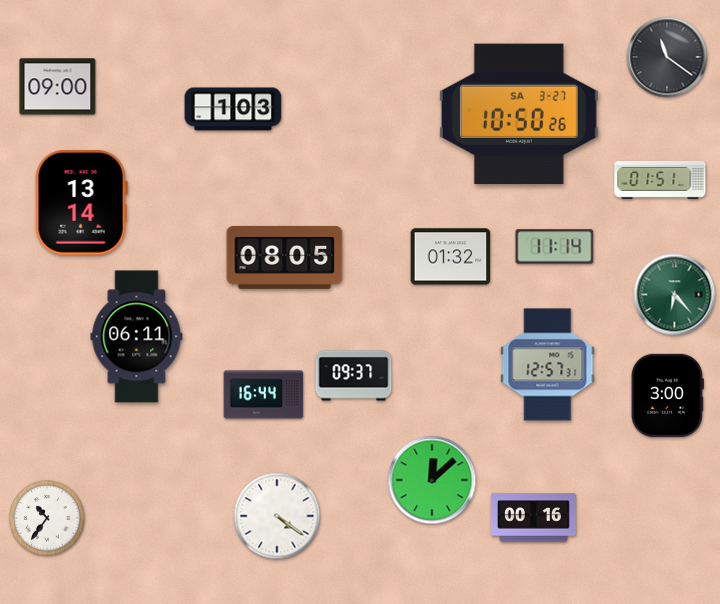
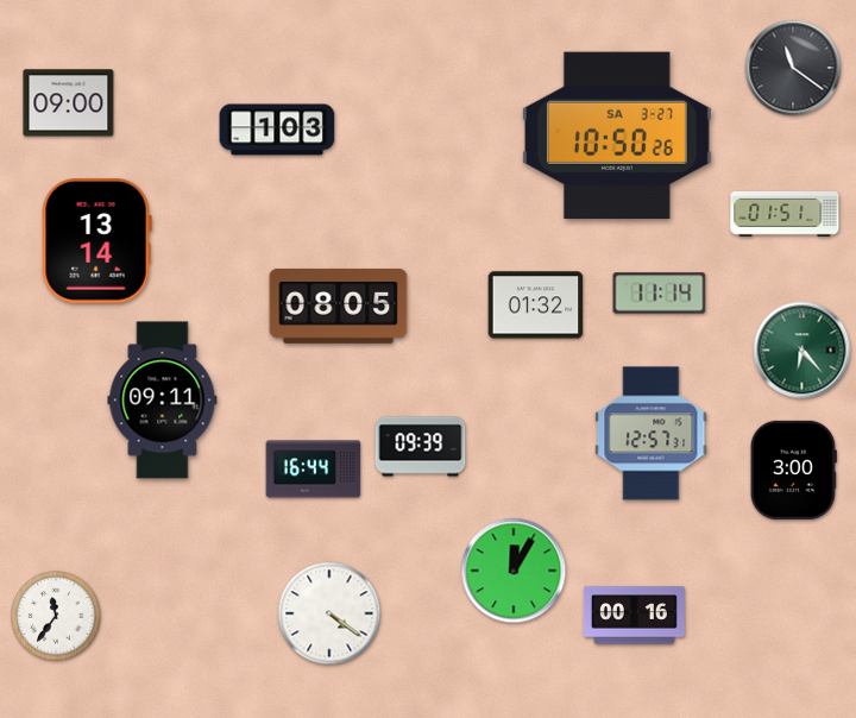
clock at (137, 337): 06:11 -> 09:11
clock at (354, 376): 09:37 -> 09:39
clock at (432, 480): 12:08 -> 12:05
clock at (47, 518): 10:36 -> 11:36
